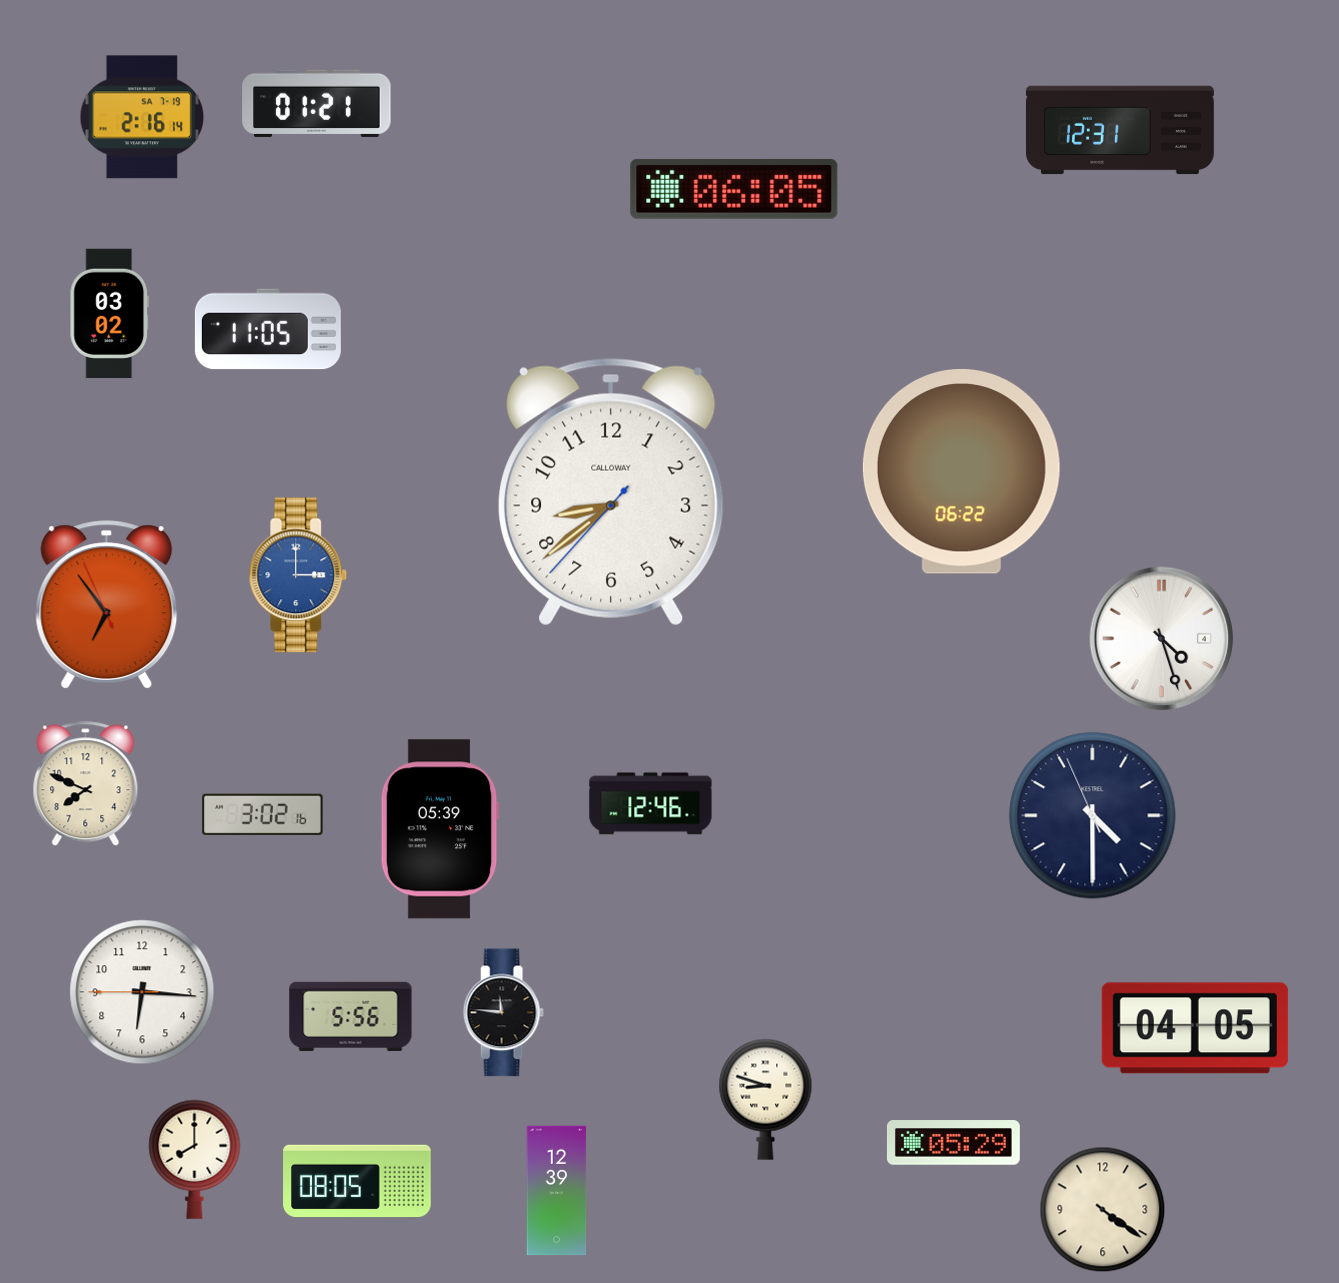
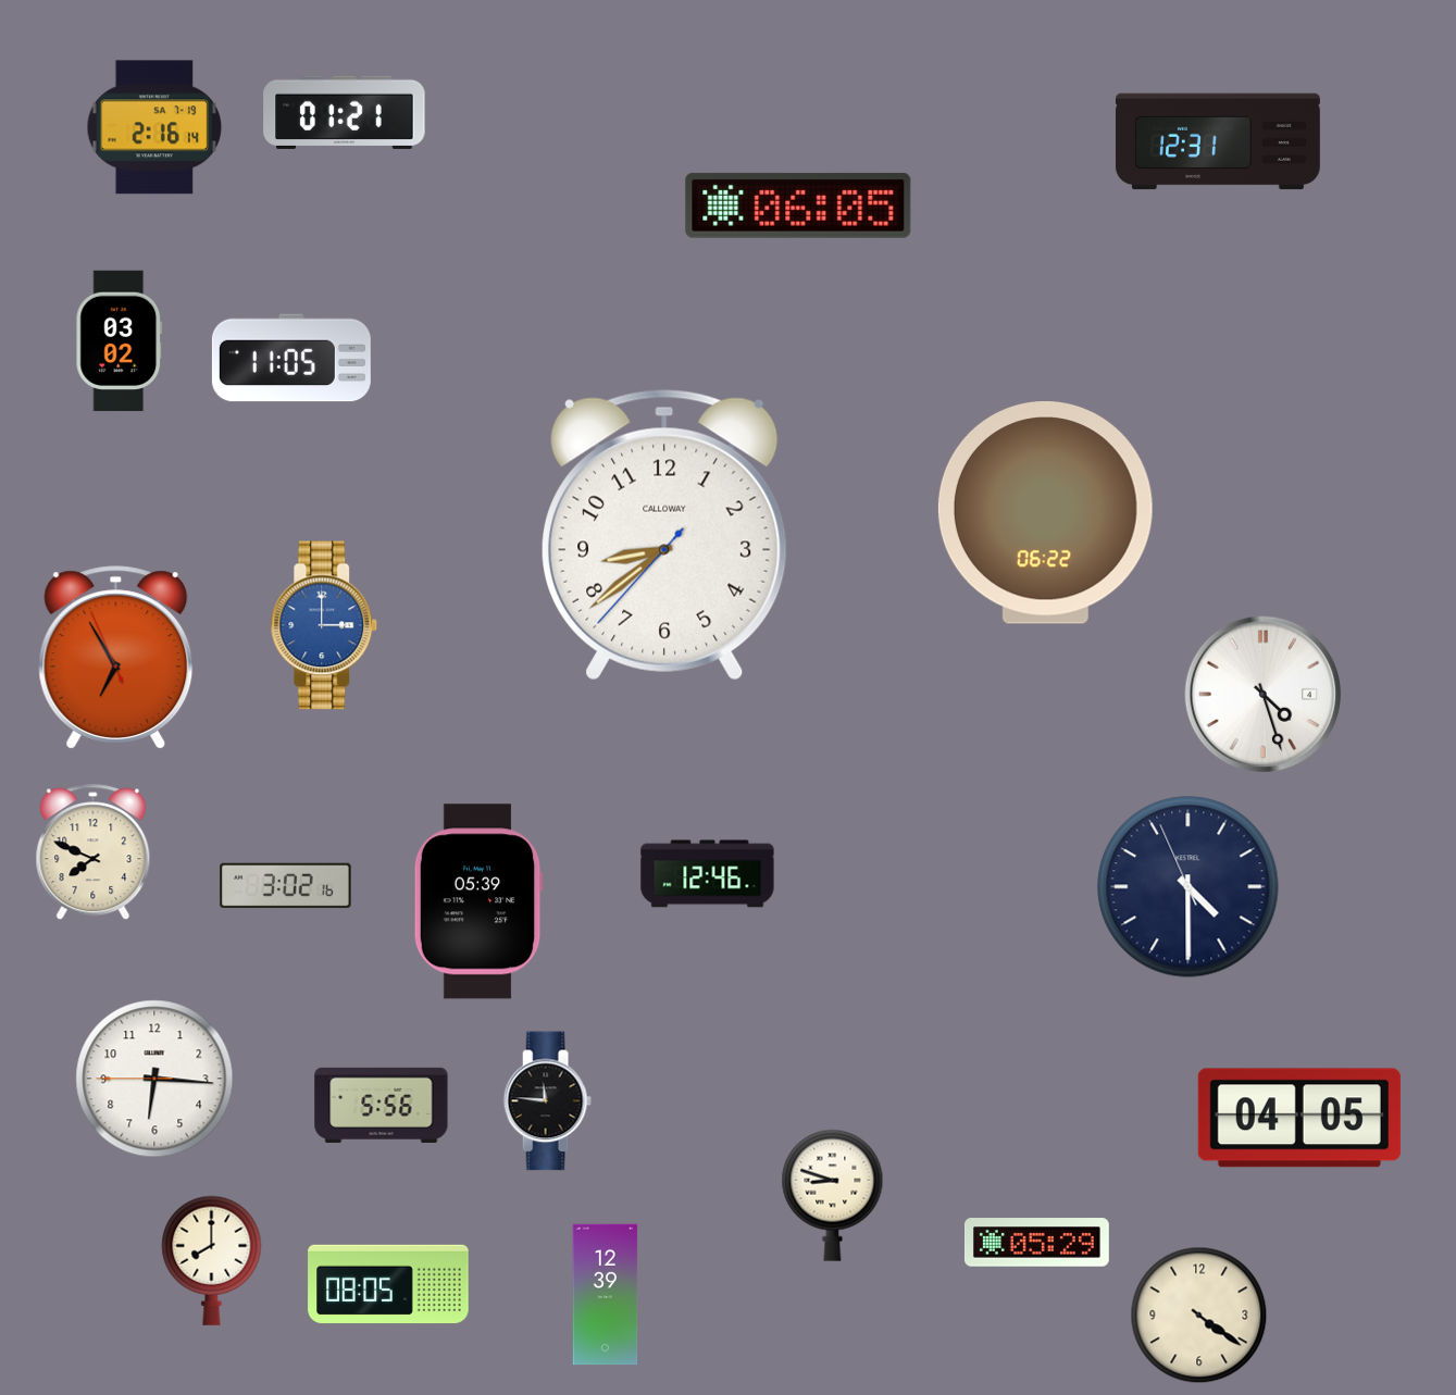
clock at (107, 605): 6:53 -> 6:54
